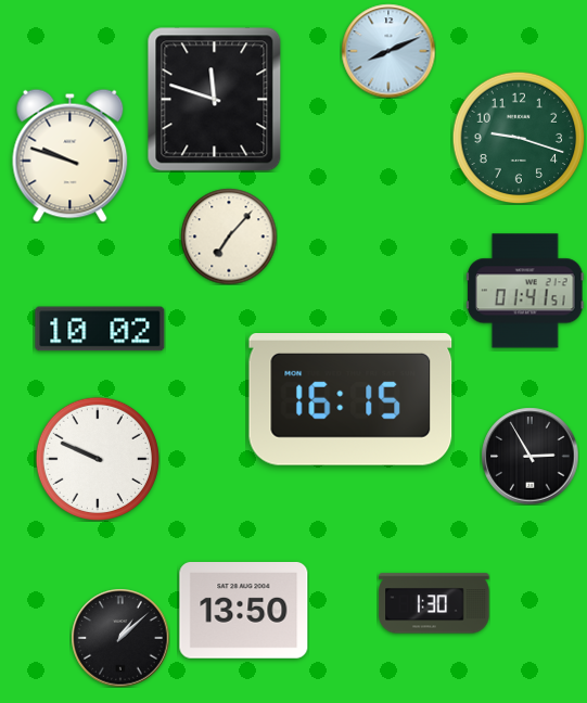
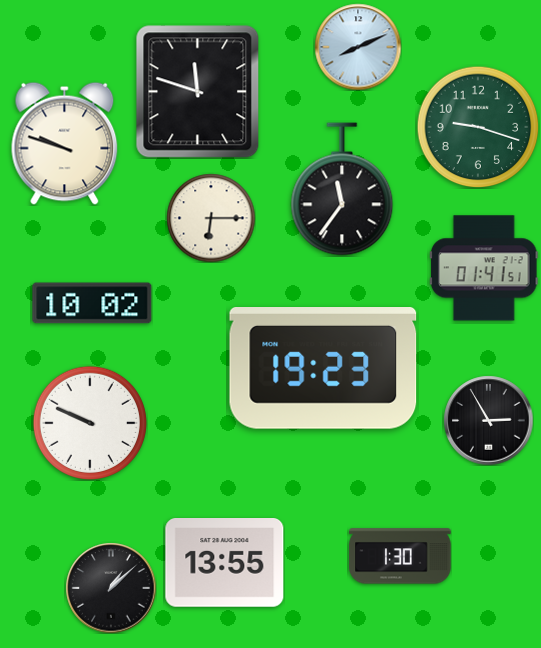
clock at (342, 189): none -> 11:36
clock at (229, 237): 7:07 -> 6:15
clock at (350, 400): 16:15 -> 19:23
clock at (244, 611): 13:50 -> 13:55
